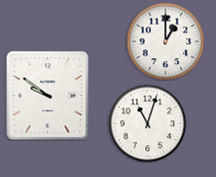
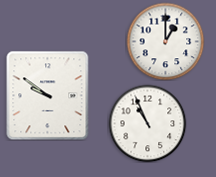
clock at (147, 123): 11:03 -> 10:56
